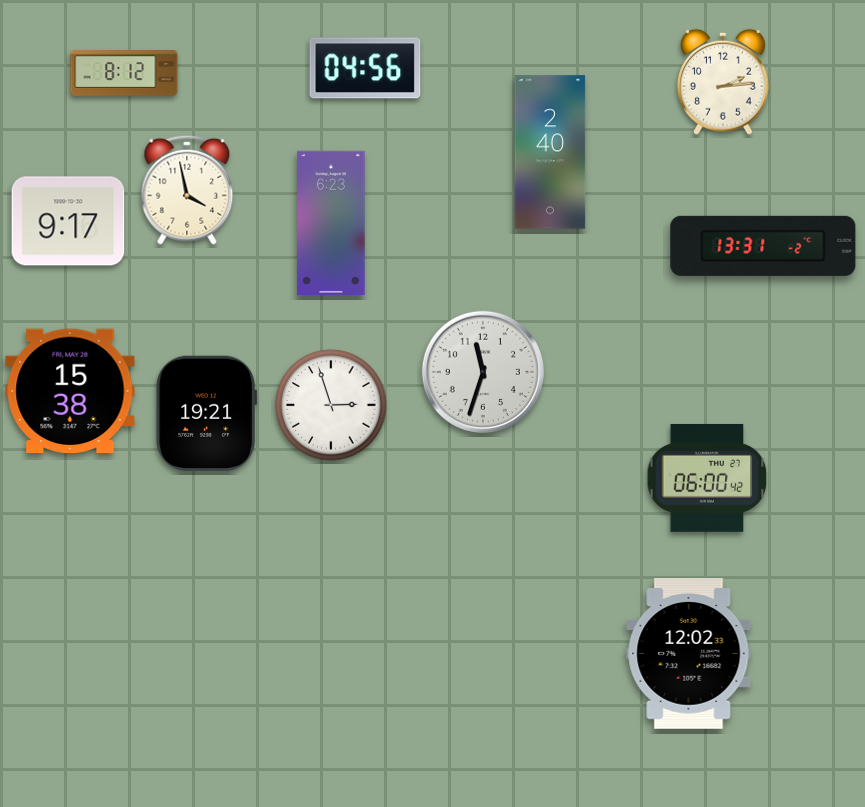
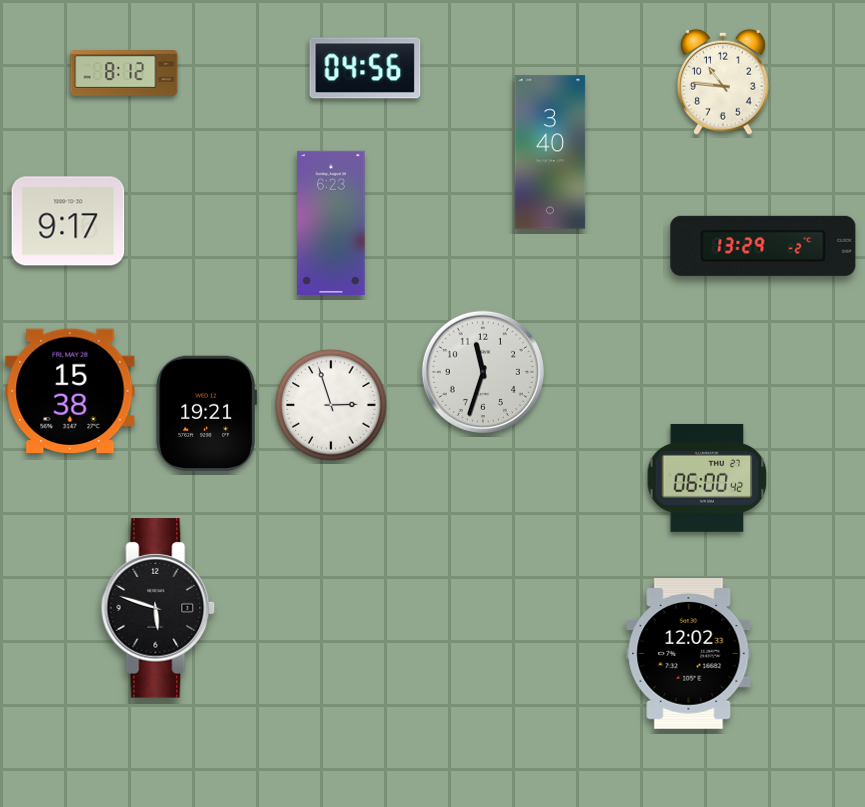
clock at (724, 82): 2:14 -> 10:46
clock at (550, 152): 2:40 -> 3:40
clock at (187, 190): 3:58 -> none
clock at (763, 246): 13:31 -> 13:29
clock at (158, 608): none -> 5:48
